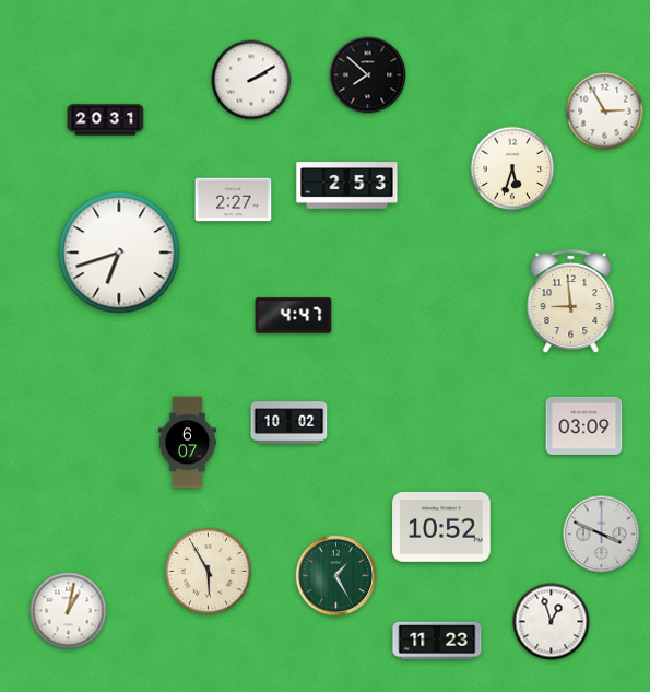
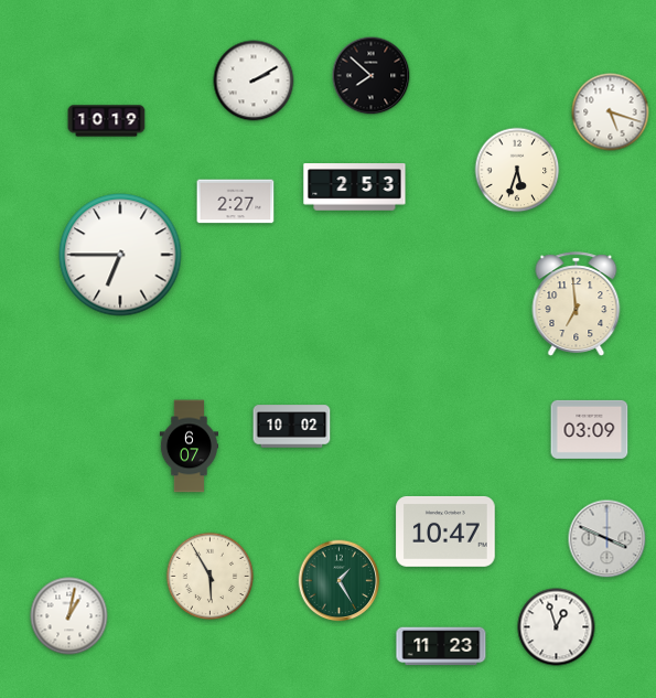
clock at (605, 112): 2:55 -> 5:18
clock at (106, 120): 20:31 -> 10:19
clock at (347, 186) position: (347, 186) -> (355, 187)
clock at (119, 253): 6:42 -> 6:45
clock at (571, 302): 8:59 -> 6:59
clock at (294, 316): 4:47 -> none
clock at (441, 527): 10:52 -> 10:47
